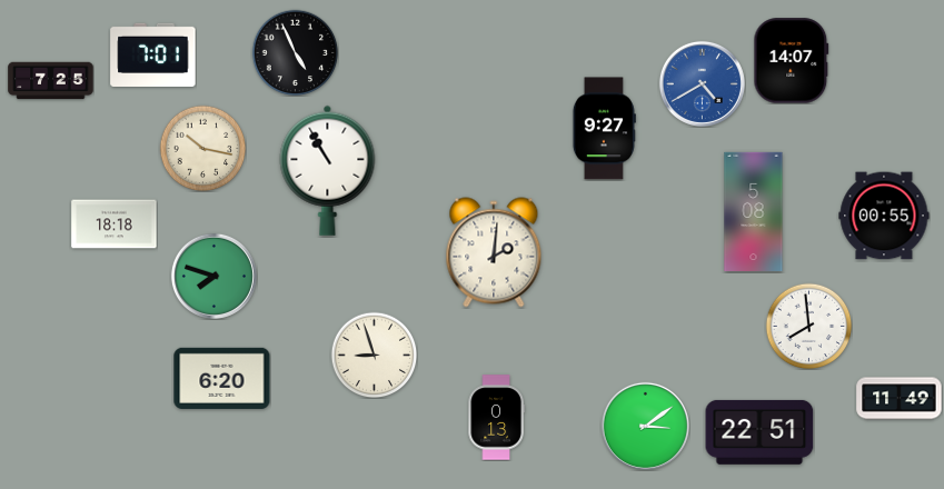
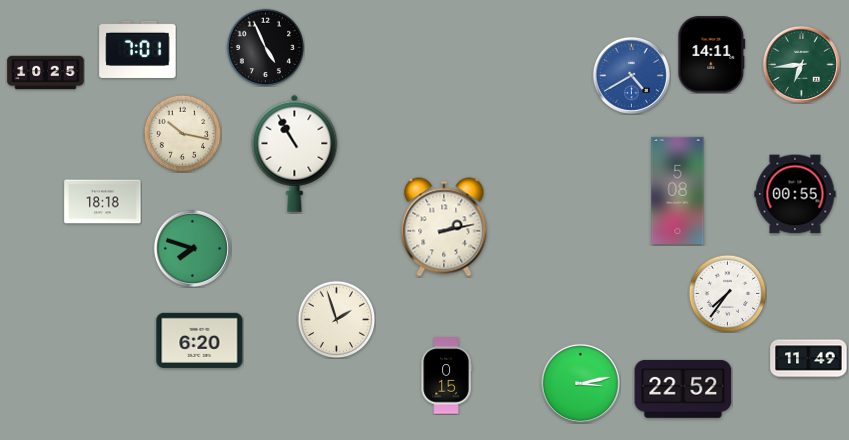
clock at (792, 61): 14:07 -> 14:11
clock at (801, 64): none -> 6:44
clock at (51, 81): 7:25 -> 10:25
clock at (604, 129): 9:27 -> none
clock at (494, 252): 2:01 -> 2:13
clock at (808, 326): 7:59 -> 7:36
clock at (374, 355): 8:57 -> 1:57
clock at (496, 418): 0:13 -> 0:15
clock at (645, 426): 3:09 -> 3:13
clock at (759, 432): 22:51 -> 22:52
